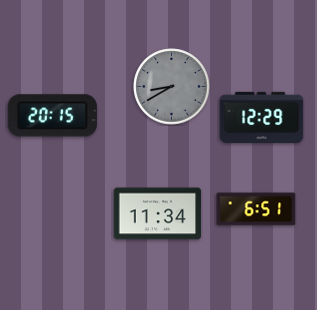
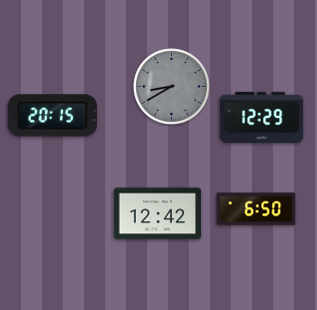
clock at (256, 209): 6:51 -> 6:50
clock at (158, 214): 11:34 -> 12:42
